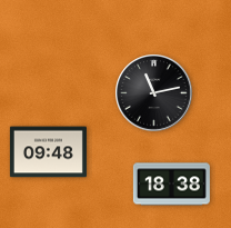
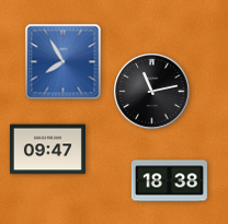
clock at (64, 62): none -> 7:55
clock at (48, 152): 09:48 -> 09:47
